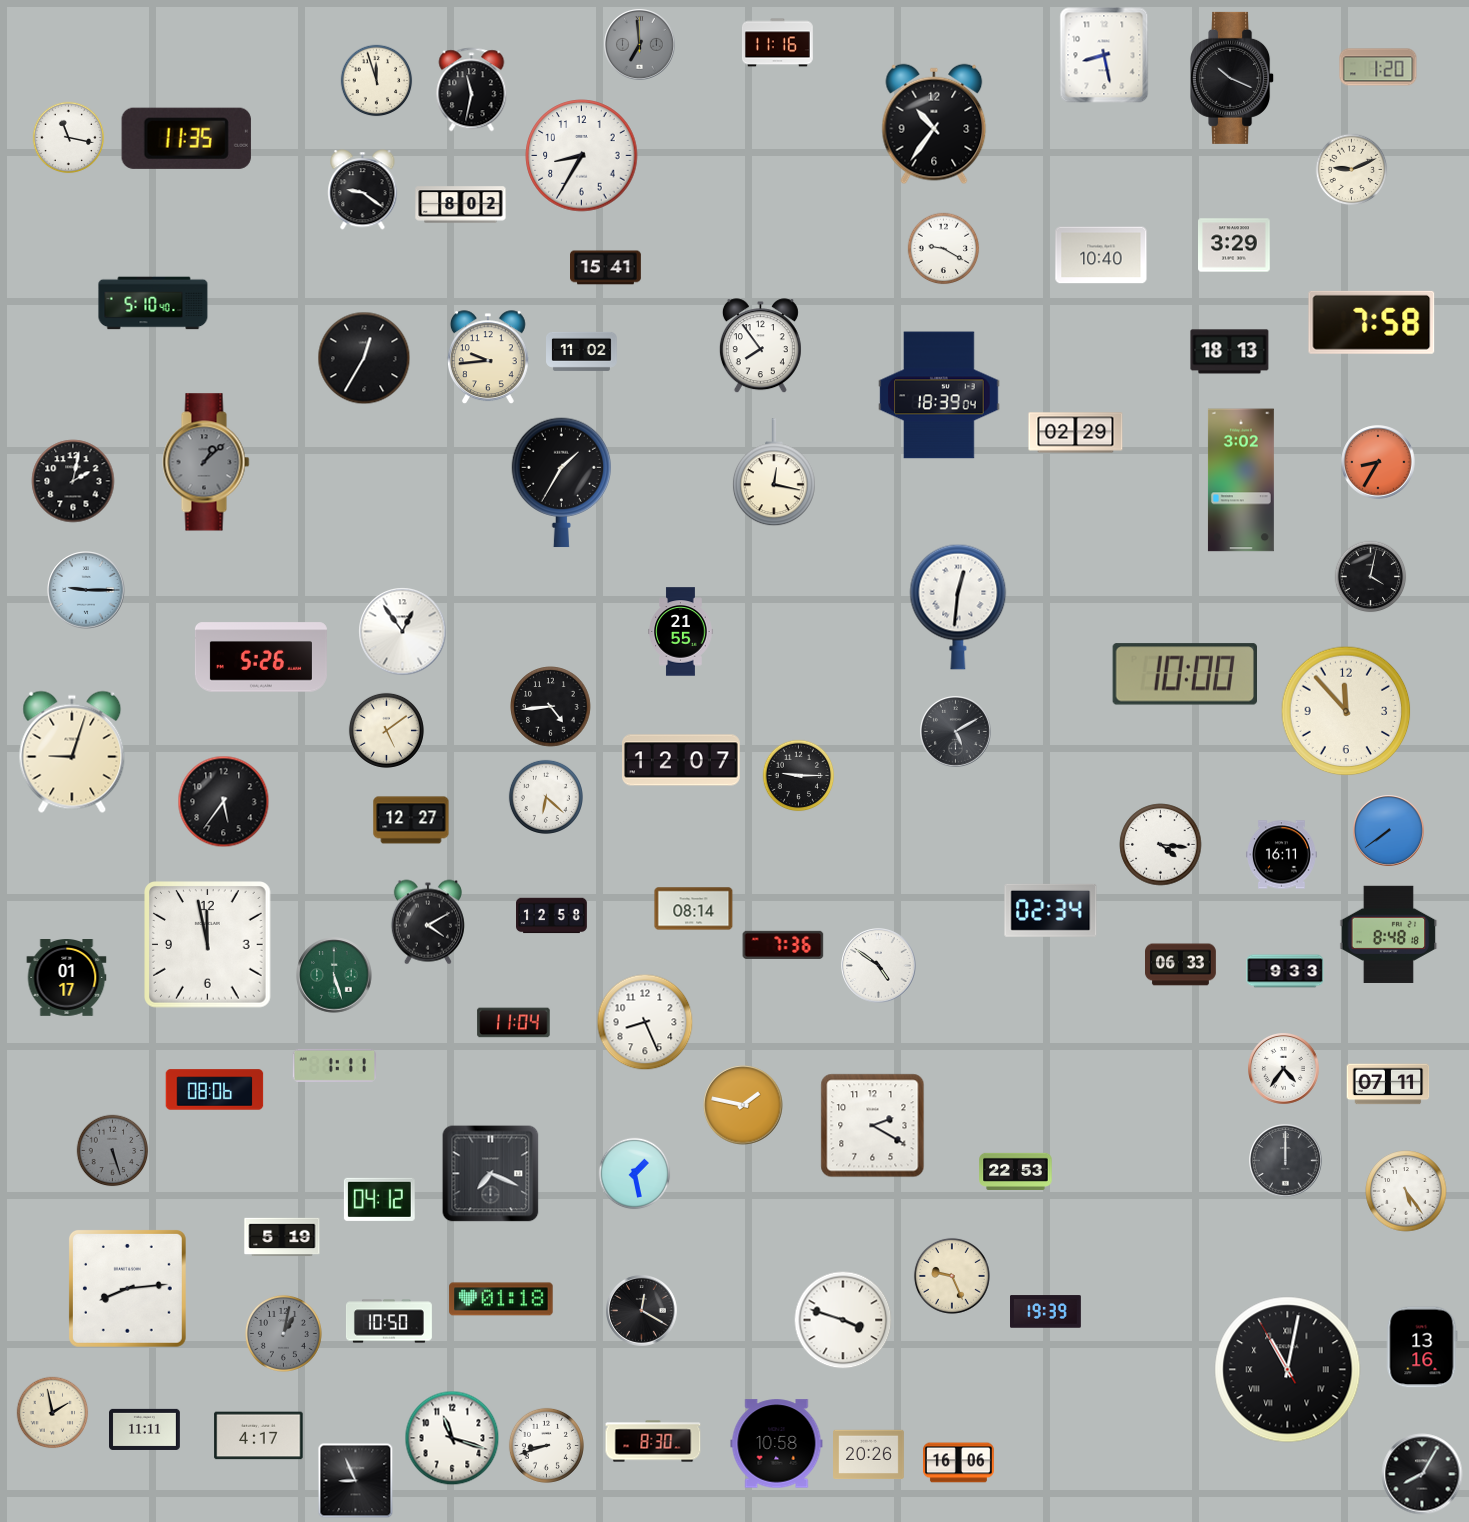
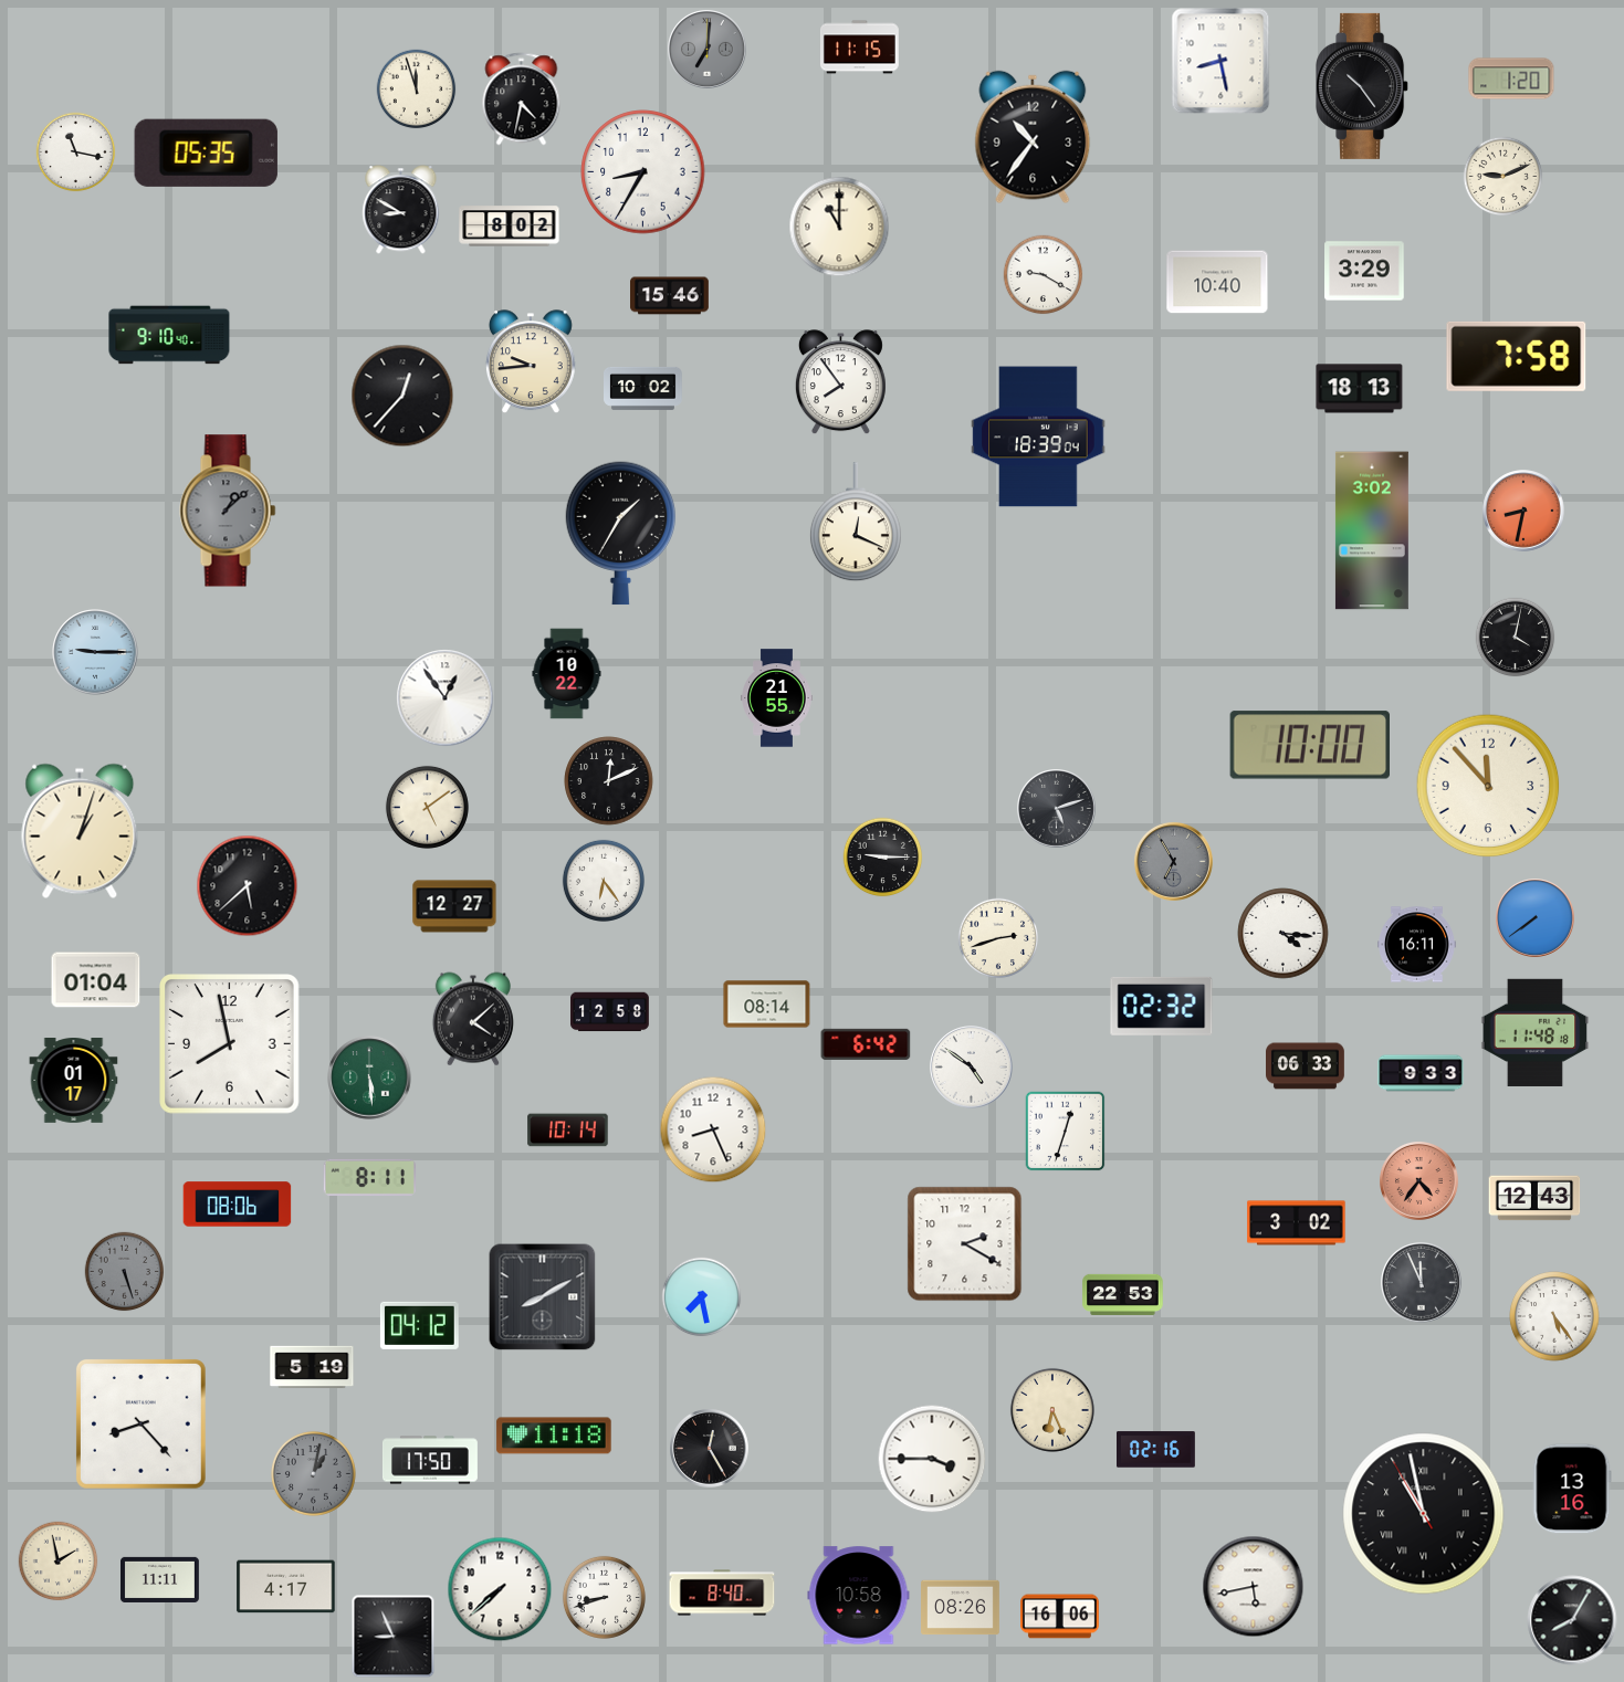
clock at (777, 43): 11:16 -> 11:15
clock at (640, 45): 6:59 -> 7:01
clock at (1378, 67) position: (1378, 67) -> (1511, 78)
clock at (1233, 78): 10:19 -> 10:24
clock at (472, 90): 11:32 -> 4:32
clock at (186, 138): 11:35 -> 05:35
clock at (1352, 170) position: (1352, 170) -> (1503, 177)
clock at (363, 190): 9:21 -> 8:50
clock at (839, 227): none -> 11:00
clock at (606, 268): 15:41 -> 15:46
clock at (153, 303): 5:10 -> 9:10
clock at (582, 351): 11:02 -> 10:02
clock at (364, 358): 12:35 -> 12:37
clock at (488, 358) position: (488, 358) -> (531, 362)
clock at (1076, 433): 02:29 -> none
clock at (1378, 462): 8:35 -> 8:32
clock at (774, 473): 12:17 -> 12:19
clock at (73, 481): 2:02 -> none
clock at (958, 607): 12:31 -> none
clock at (567, 674): none -> 10:22
clock at (681, 632) position: (681, 632) -> (777, 698)
clock at (261, 657): 5:26 -> none
clock at (551, 707): 4:44 -> 12:11
clock at (956, 732): 5:10 -> 5:12
clock at (72, 752): 9:03 -> 1:03
clock at (682, 760): 12:07 -> none
clock at (1174, 862): none -> 6:55
clock at (546, 797): 6:22 -> 6:24
clock at (224, 802): 5:36 -> 5:38
clock at (998, 938): none -> 2:42
clock at (96, 980): none -> 01:04
clock at (1051, 910): 02:34 -> 02:32
clock at (428, 922): 4:10 -> 4:08
clock at (1389, 934): 8:48 -> 11:48
clock at (208, 945): 11:58 -> 7:58
clock at (783, 945): 7:36 -> 6:42
clock at (334, 975): 5:27 -> 5:29
clock at (514, 1023): 11:04 -> 10:14
clock at (1066, 1132): none -> 12:33
clock at (335, 1065): 1:11 -> 8:11
clock at (1284, 1069) dial: white -> salmon
clock at (1388, 1084): 07:11 -> 12:43
clock at (743, 1105): 1:47 -> none
clock at (1297, 1223): none -> 3:02
clock at (1286, 1161): 12:00 -> 11:56
clock at (491, 1174): 7:19 -> 8:10
clock at (635, 1174): 1:28 -> 7:28
clock at (952, 1276): 9:26 -> 6:26
clock at (127, 1288): 8:14 -> 8:23
clock at (501, 1299): 01:18 -> 11:18
clock at (642, 1311): 12:20 -> 12:25
clock at (1046, 1312): 19:39 -> 02:16
clock at (843, 1320): 3:48 -> 3:45
clock at (389, 1321): 10:50 -> 17:50
clock at (1288, 1370): 11:01 -> 10:57
clock at (1254, 1587): none -> 5:43
clock at (452, 1438): 11:18 -> 7:38
clock at (653, 1441): 8:30 -> 8:40
clock at (869, 1455): 20:26 -> 08:26
clock at (1422, 1474) position: (1422, 1474) -> (1572, 1620)
